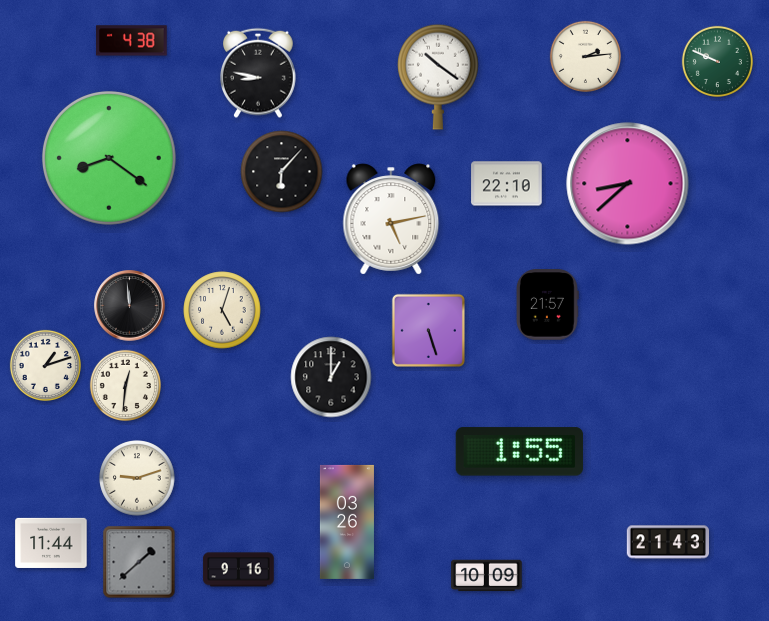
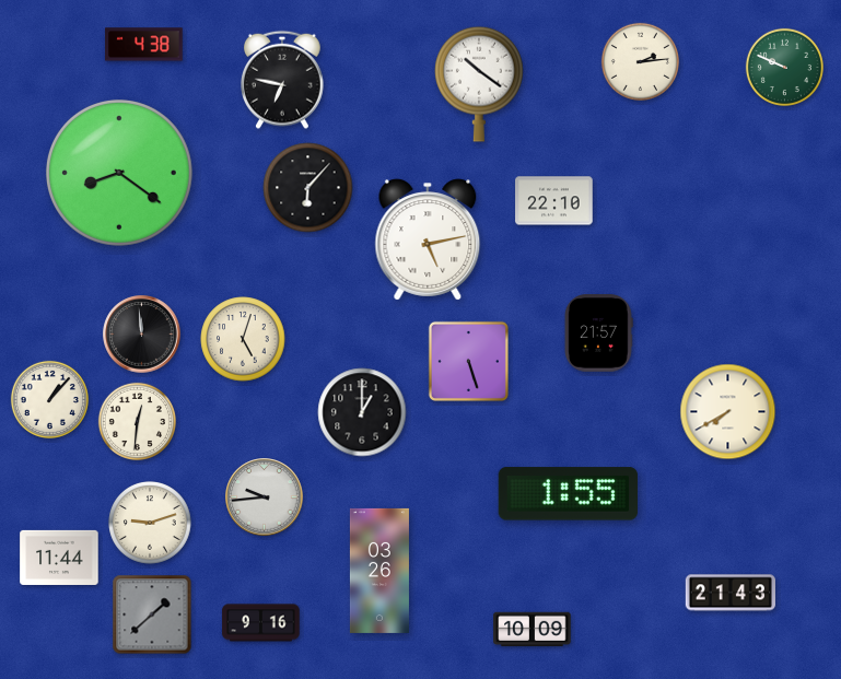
clock at (259, 73): 8:47 -> 6:47
clock at (628, 184): 8:38 -> none
clock at (45, 365): 1:12 -> 1:07
clock at (728, 412): none -> 7:40
clock at (265, 497): none -> 9:44
clock at (51, 543) position: (51, 543) -> (59, 558)
